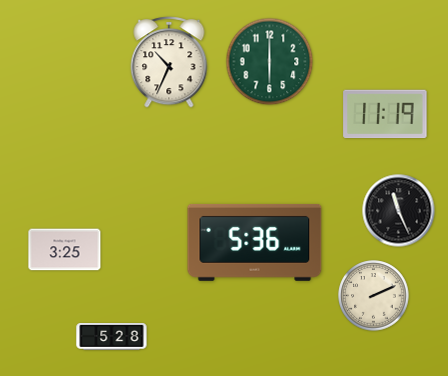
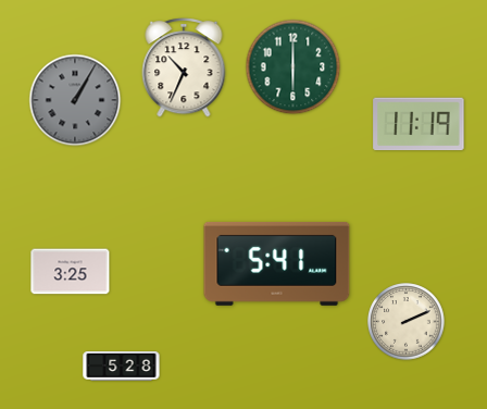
clock at (75, 100): none -> 1:05
clock at (399, 211): 11:26 -> none
clock at (255, 242): 5:36 -> 5:41
